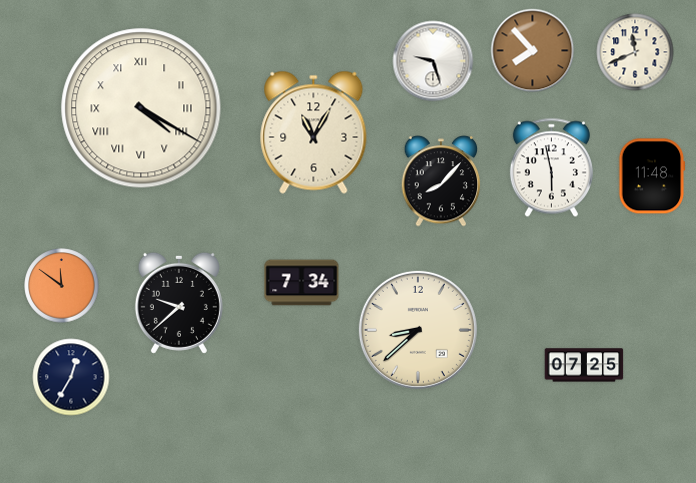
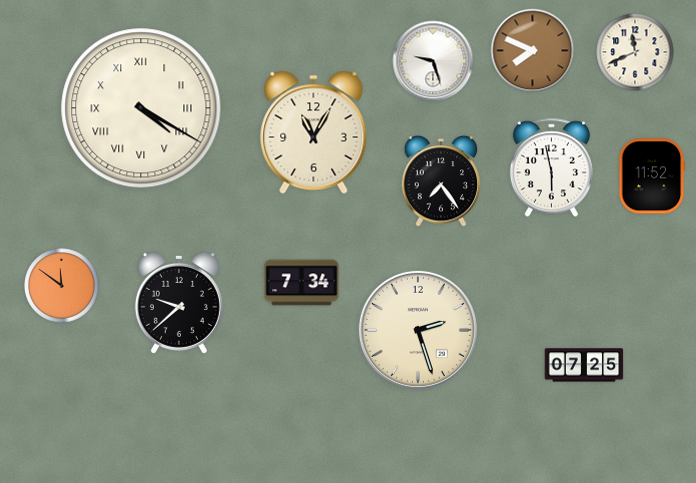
clock at (533, 51): 7:53 -> 7:49
clock at (652, 176): 11:48 -> 11:52
clock at (441, 181): 8:07 -> 7:24
clock at (418, 330): 8:38 -> 2:27
clock at (71, 377): 12:35 -> none
